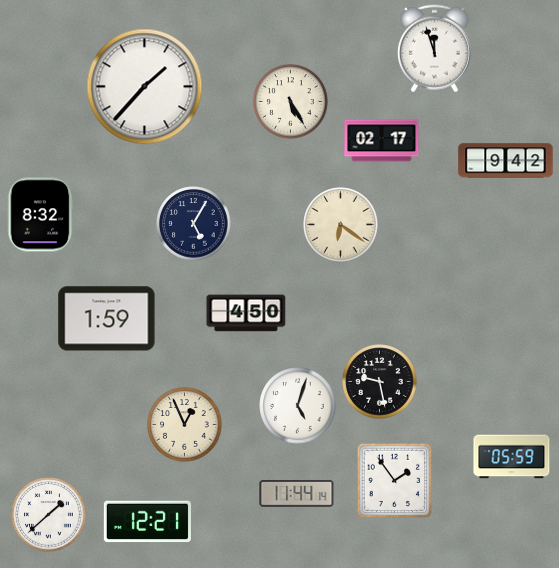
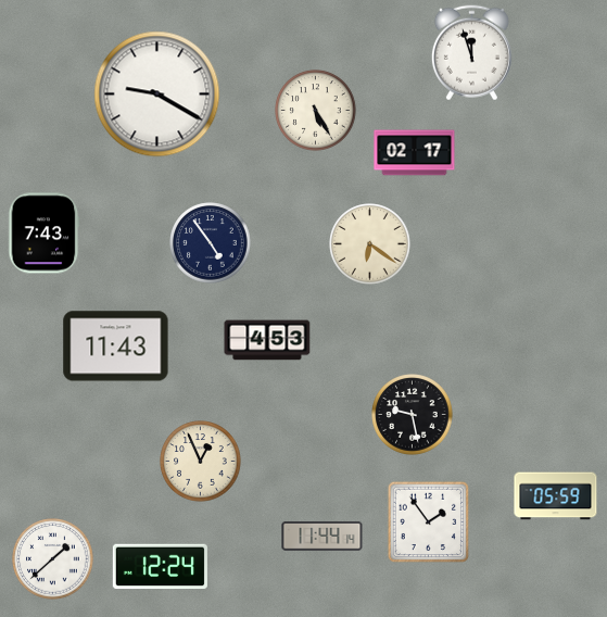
clock at (145, 87): 1:37 -> 9:20
clock at (506, 161): 9:42 -> none
clock at (40, 215): 8:32 -> 7:43
clock at (194, 224): 5:05 -> 4:54
clock at (246, 313): 4:50 -> 4:53
clock at (107, 319): 1:59 -> 11:43
clock at (298, 406): 5:03 -> none
clock at (147, 522): 12:21 -> 12:24
